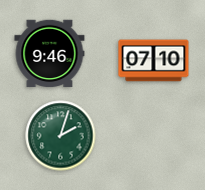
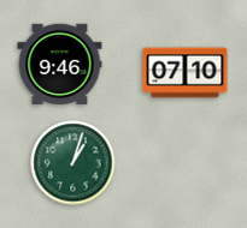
clock at (61, 136): 2:03 -> 1:03
